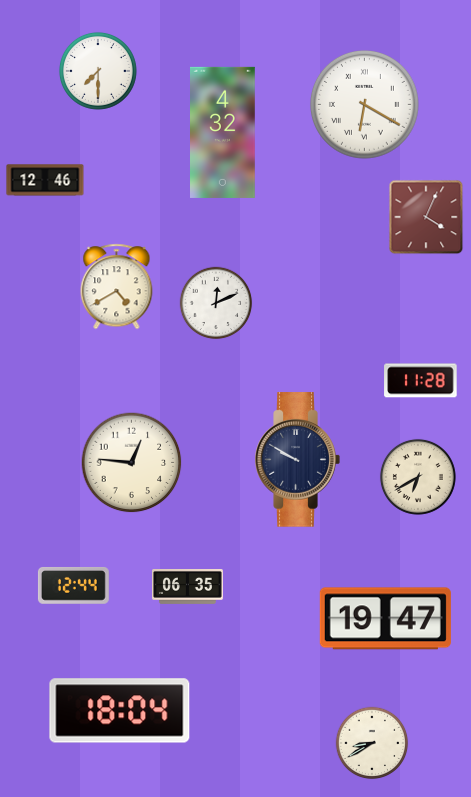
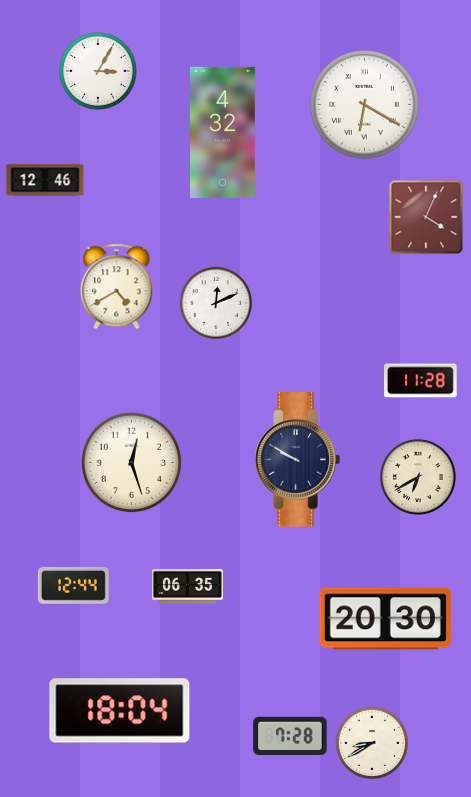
clock at (98, 71): 7:30 -> 3:05
clock at (132, 463): 12:46 -> 12:27
clock at (385, 619): 19:47 -> 20:30
clock at (290, 736): none -> 7:28
